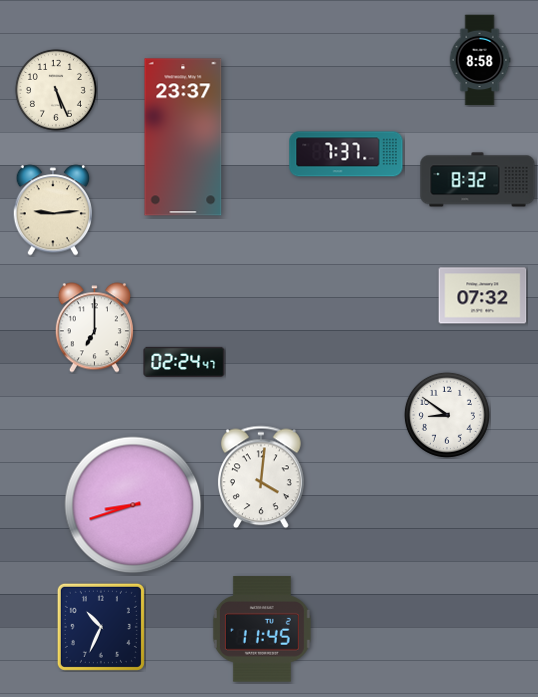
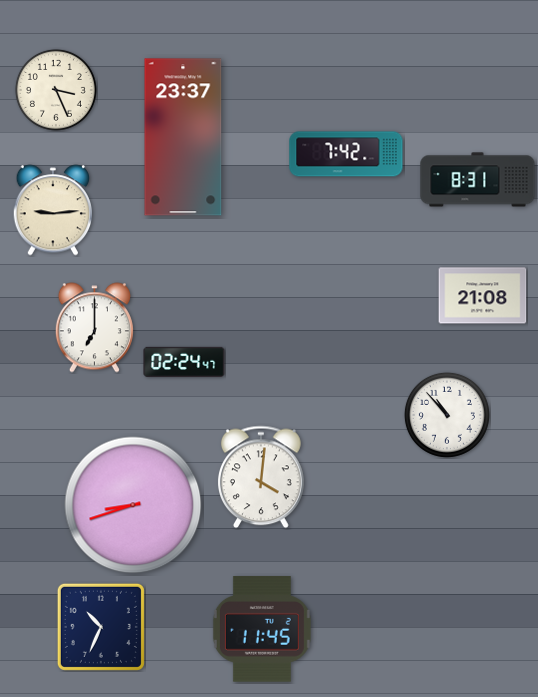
clock at (480, 60): 8:58 -> none
clock at (56, 90): 5:26 -> 3:26
clock at (346, 154): 7:37 -> 7:42
clock at (478, 180): 8:32 -> 8:31
clock at (483, 296): 07:32 -> 21:08
clock at (447, 415): 8:51 -> 10:53
